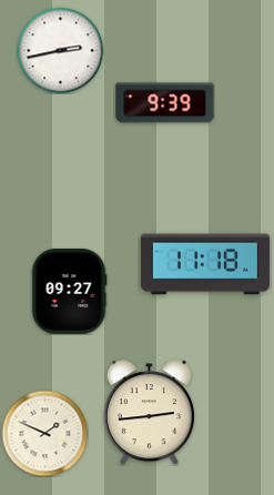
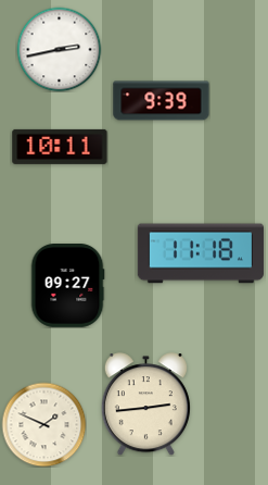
clock at (60, 147): none -> 10:11
clock at (205, 264) position: (205, 264) -> (201, 253)
